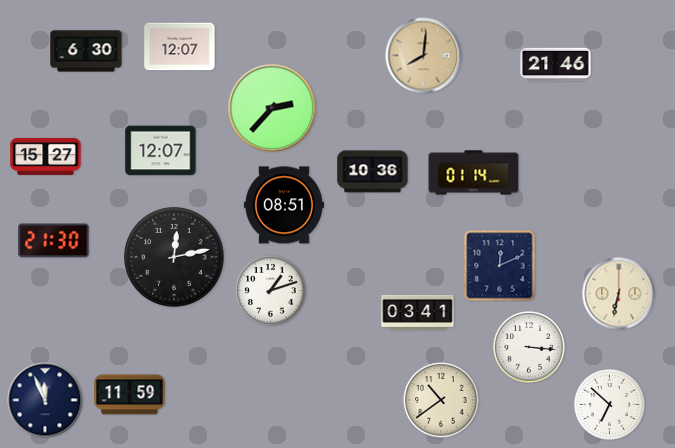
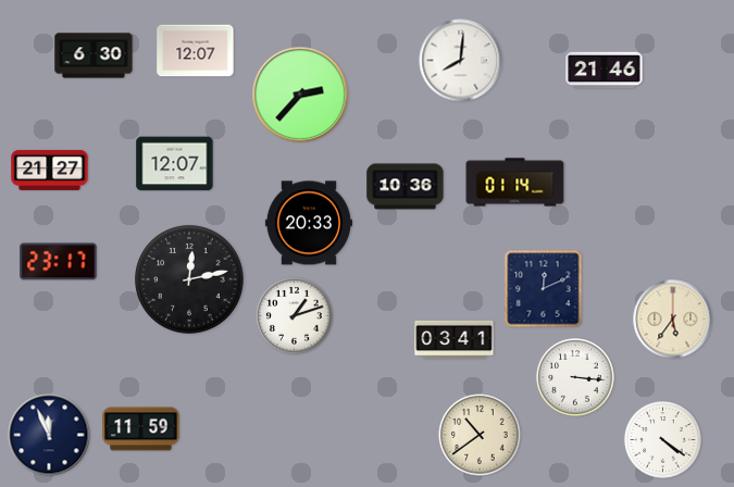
clock at (424, 56) dial: champagne -> white
clock at (272, 108) position: (272, 108) -> (300, 95)
clock at (46, 156): 15:27 -> 21:27
clock at (474, 173) position: (474, 173) -> (515, 183)
clock at (284, 205): 08:51 -> 20:33
clock at (54, 241): 21:30 -> 23:17
clock at (619, 294): 6:32 -> 5:36
clock at (610, 405): 6:52 -> 4:21
